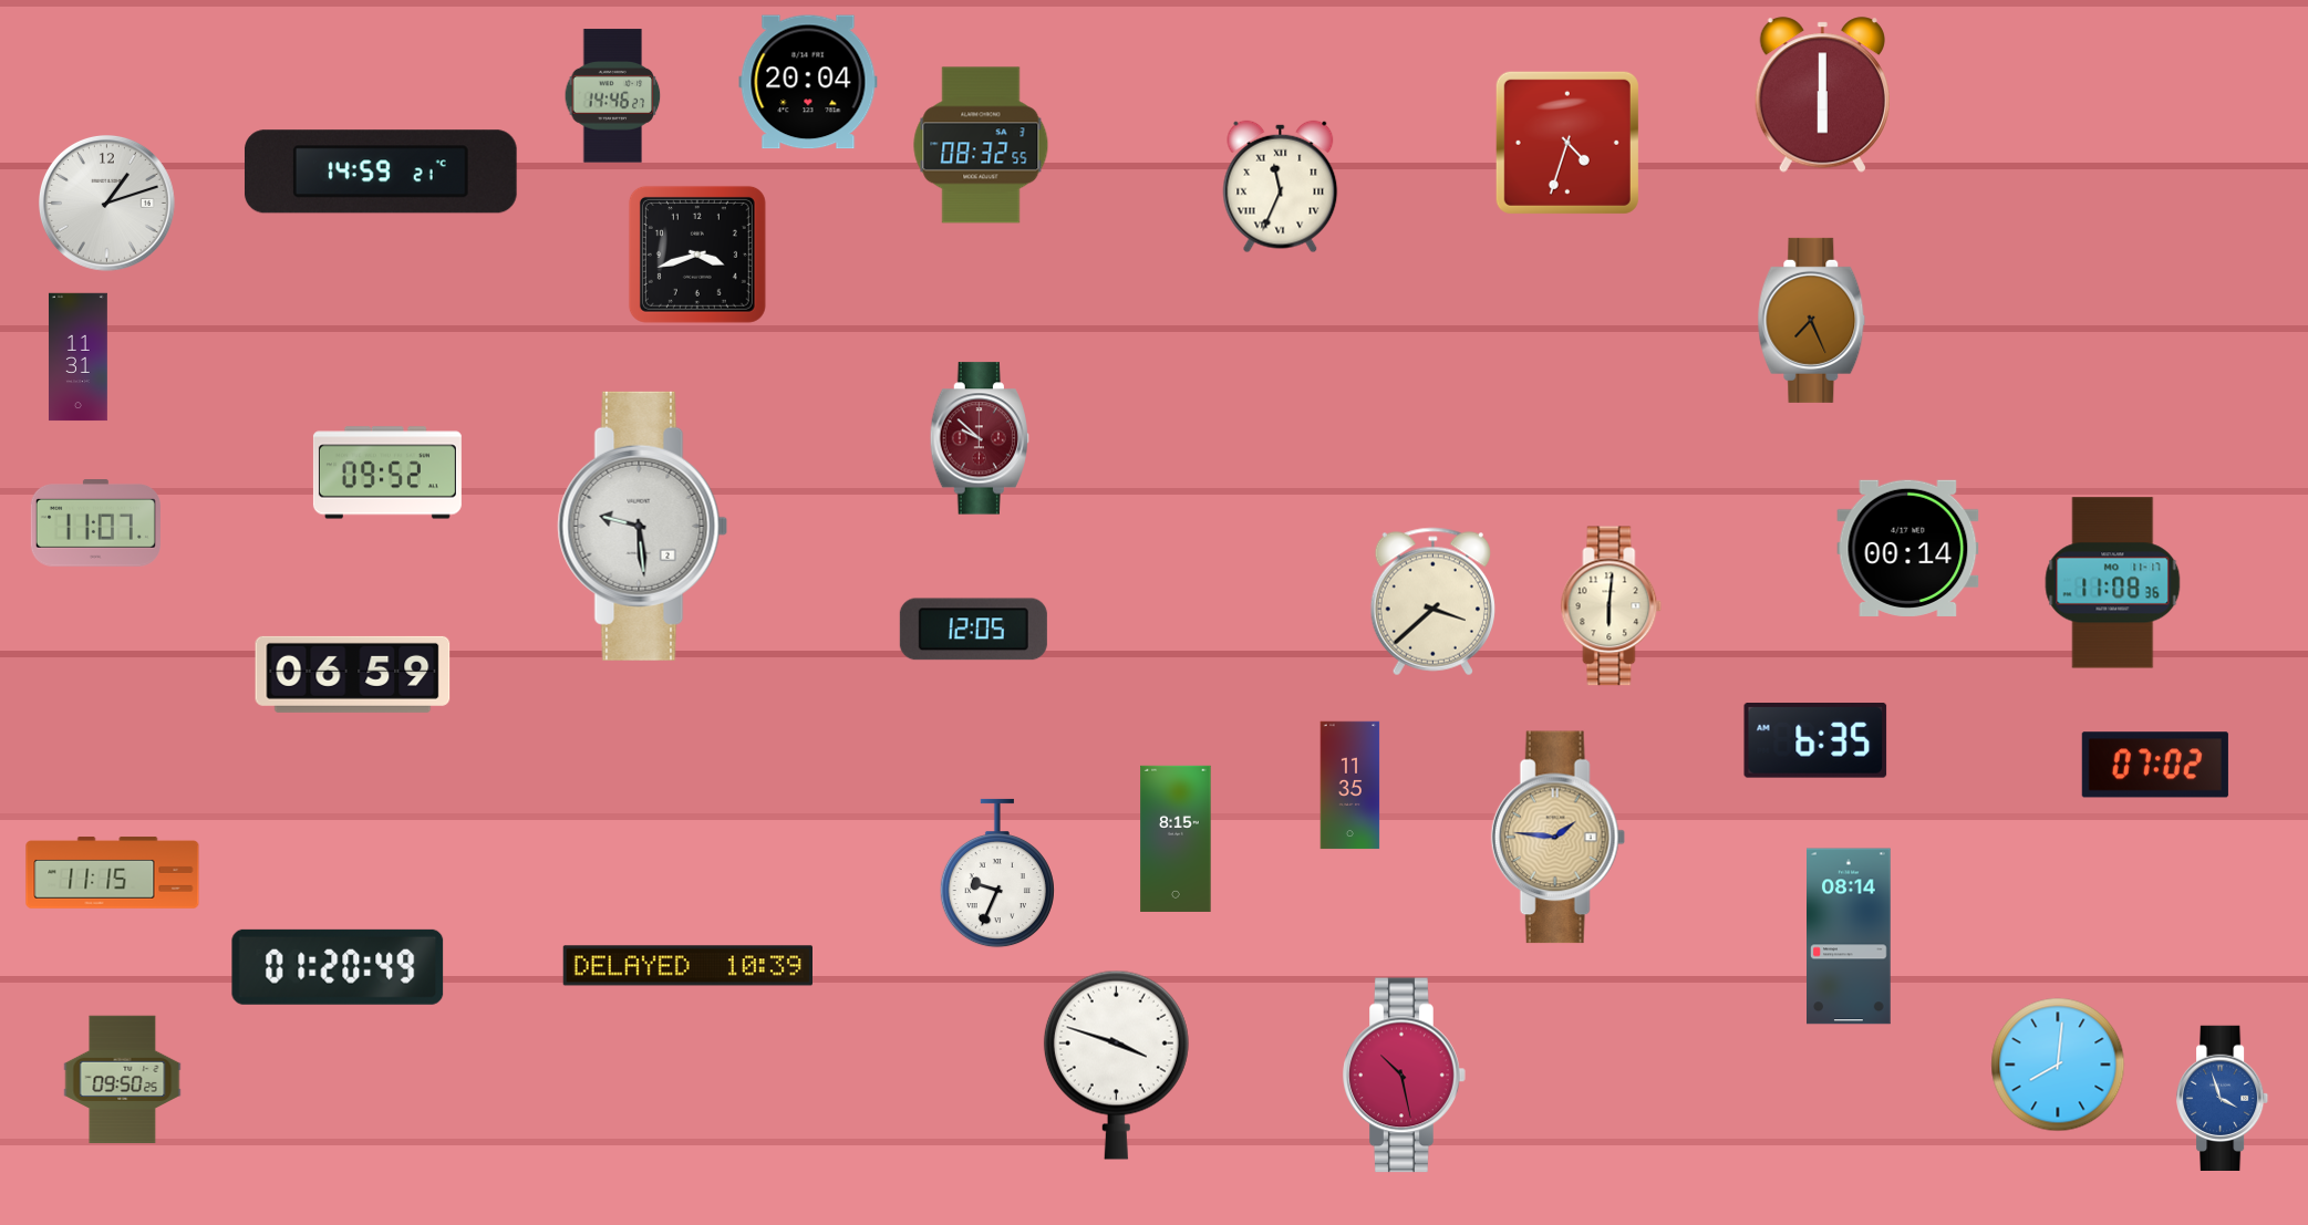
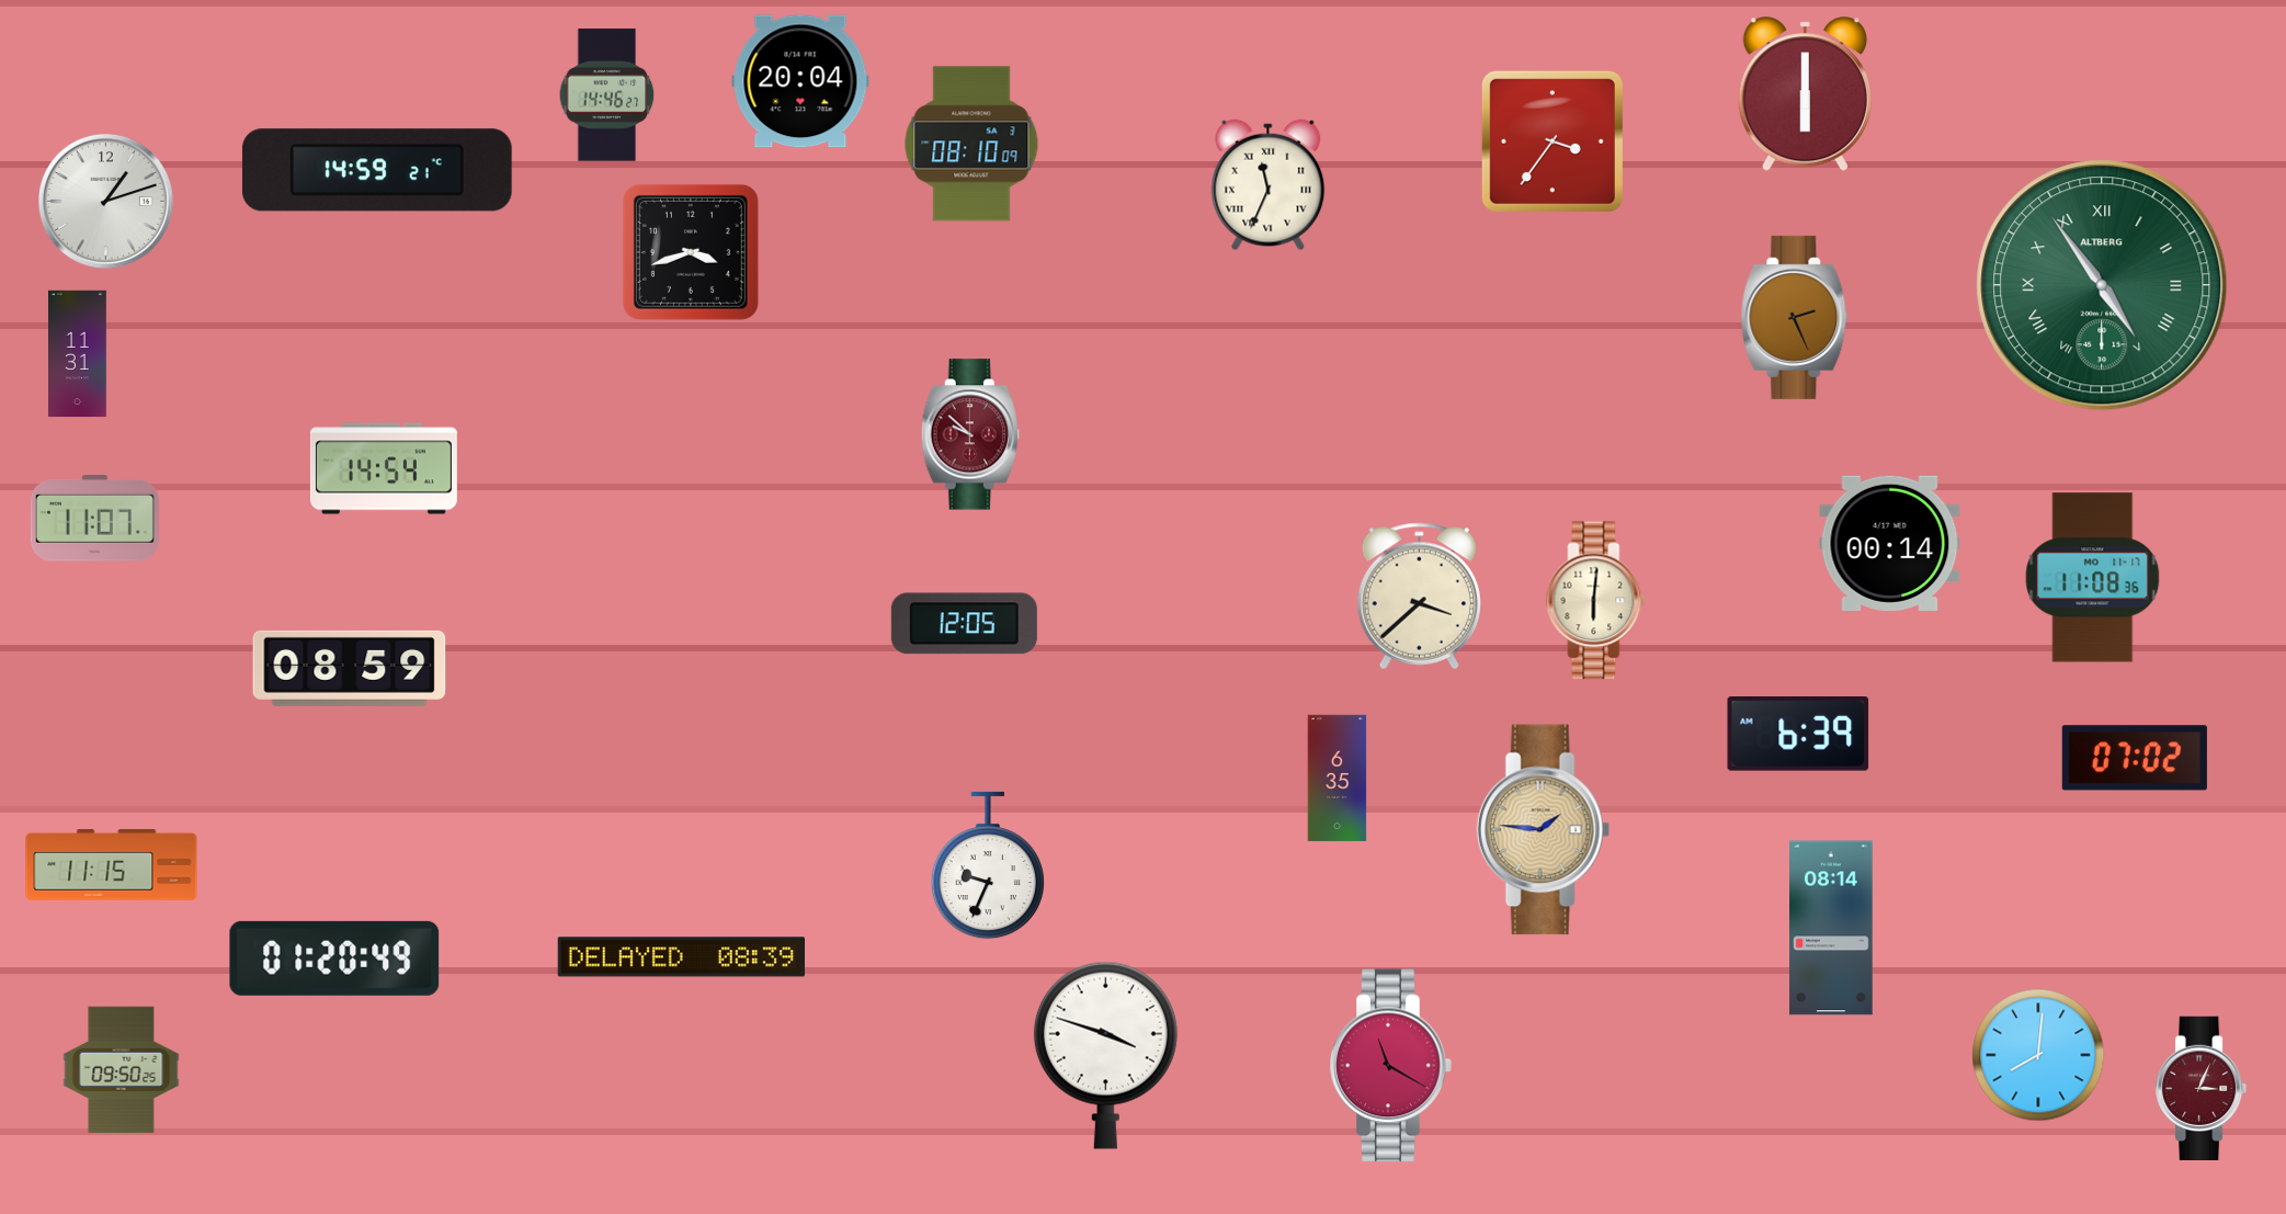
clock at (1567, 143): 4:33 -> 3:36
clock at (981, 145): 08:32 -> 08:10
clock at (2102, 285): none -> 4:54
clock at (1812, 320): 7:26 -> 2:26
clock at (387, 473): 09:52 -> 14:54
clock at (643, 526): 9:29 -> none
clock at (353, 674): 06:59 -> 08:59
clock at (1815, 741): 6:35 -> 6:39
clock at (1350, 786): 11:35 -> 6:35
clock at (1176, 839): 8:15 -> none
clock at (687, 966): 10:39 -> 08:39
clock at (1405, 1076): 10:28 -> 11:20
clock at (2224, 1098): 3:57 -> 3:04
clock at (2224, 1098) dial: blue -> burgundy
